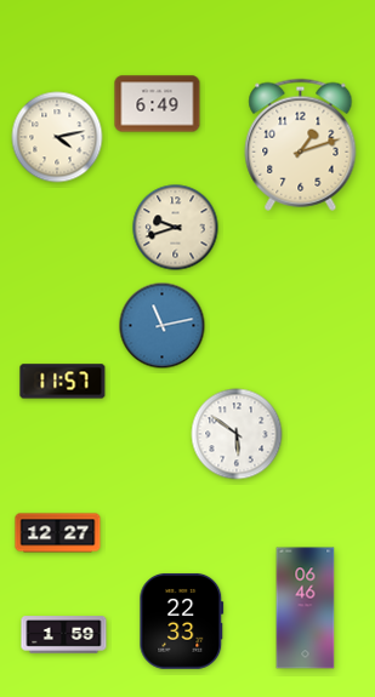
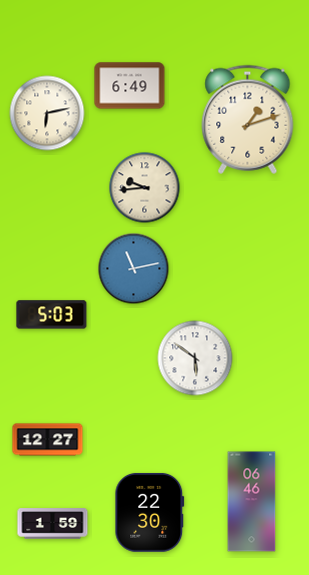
clock at (57, 137): 4:13 -> 6:13
clock at (176, 228): 9:42 -> 9:44
clock at (63, 382): 11:57 -> 5:03
clock at (182, 621): 22:33 -> 22:30
